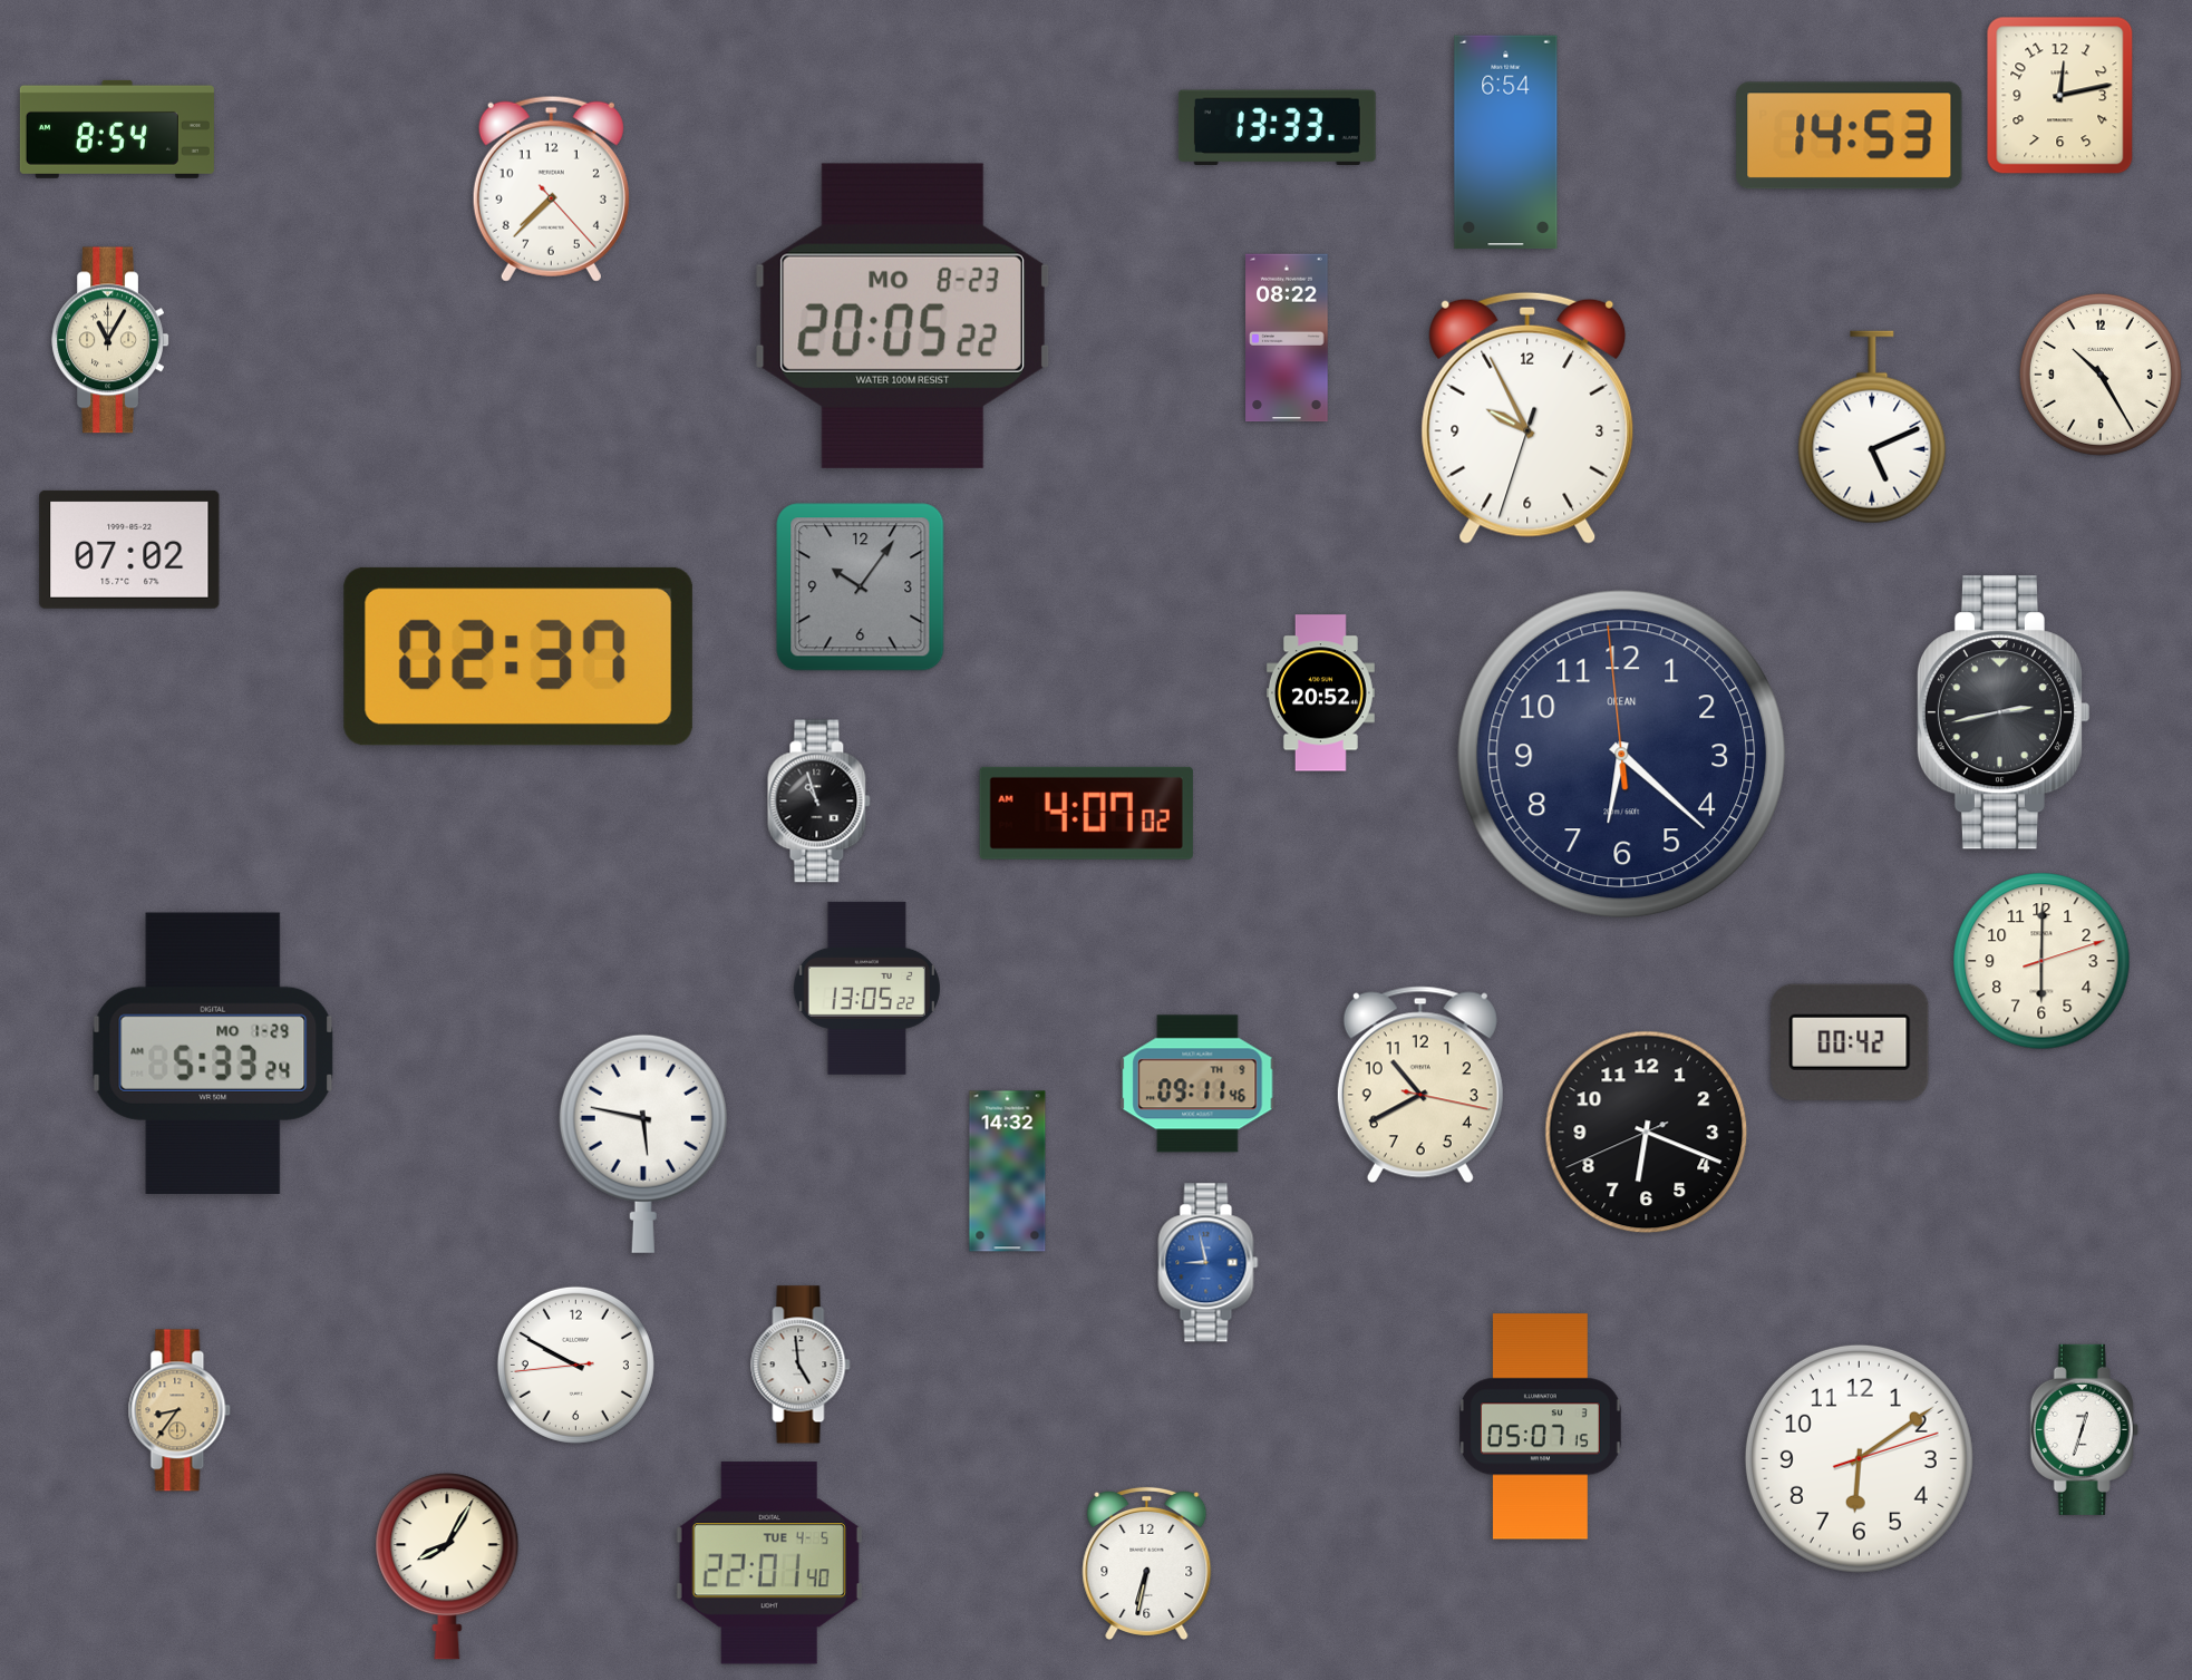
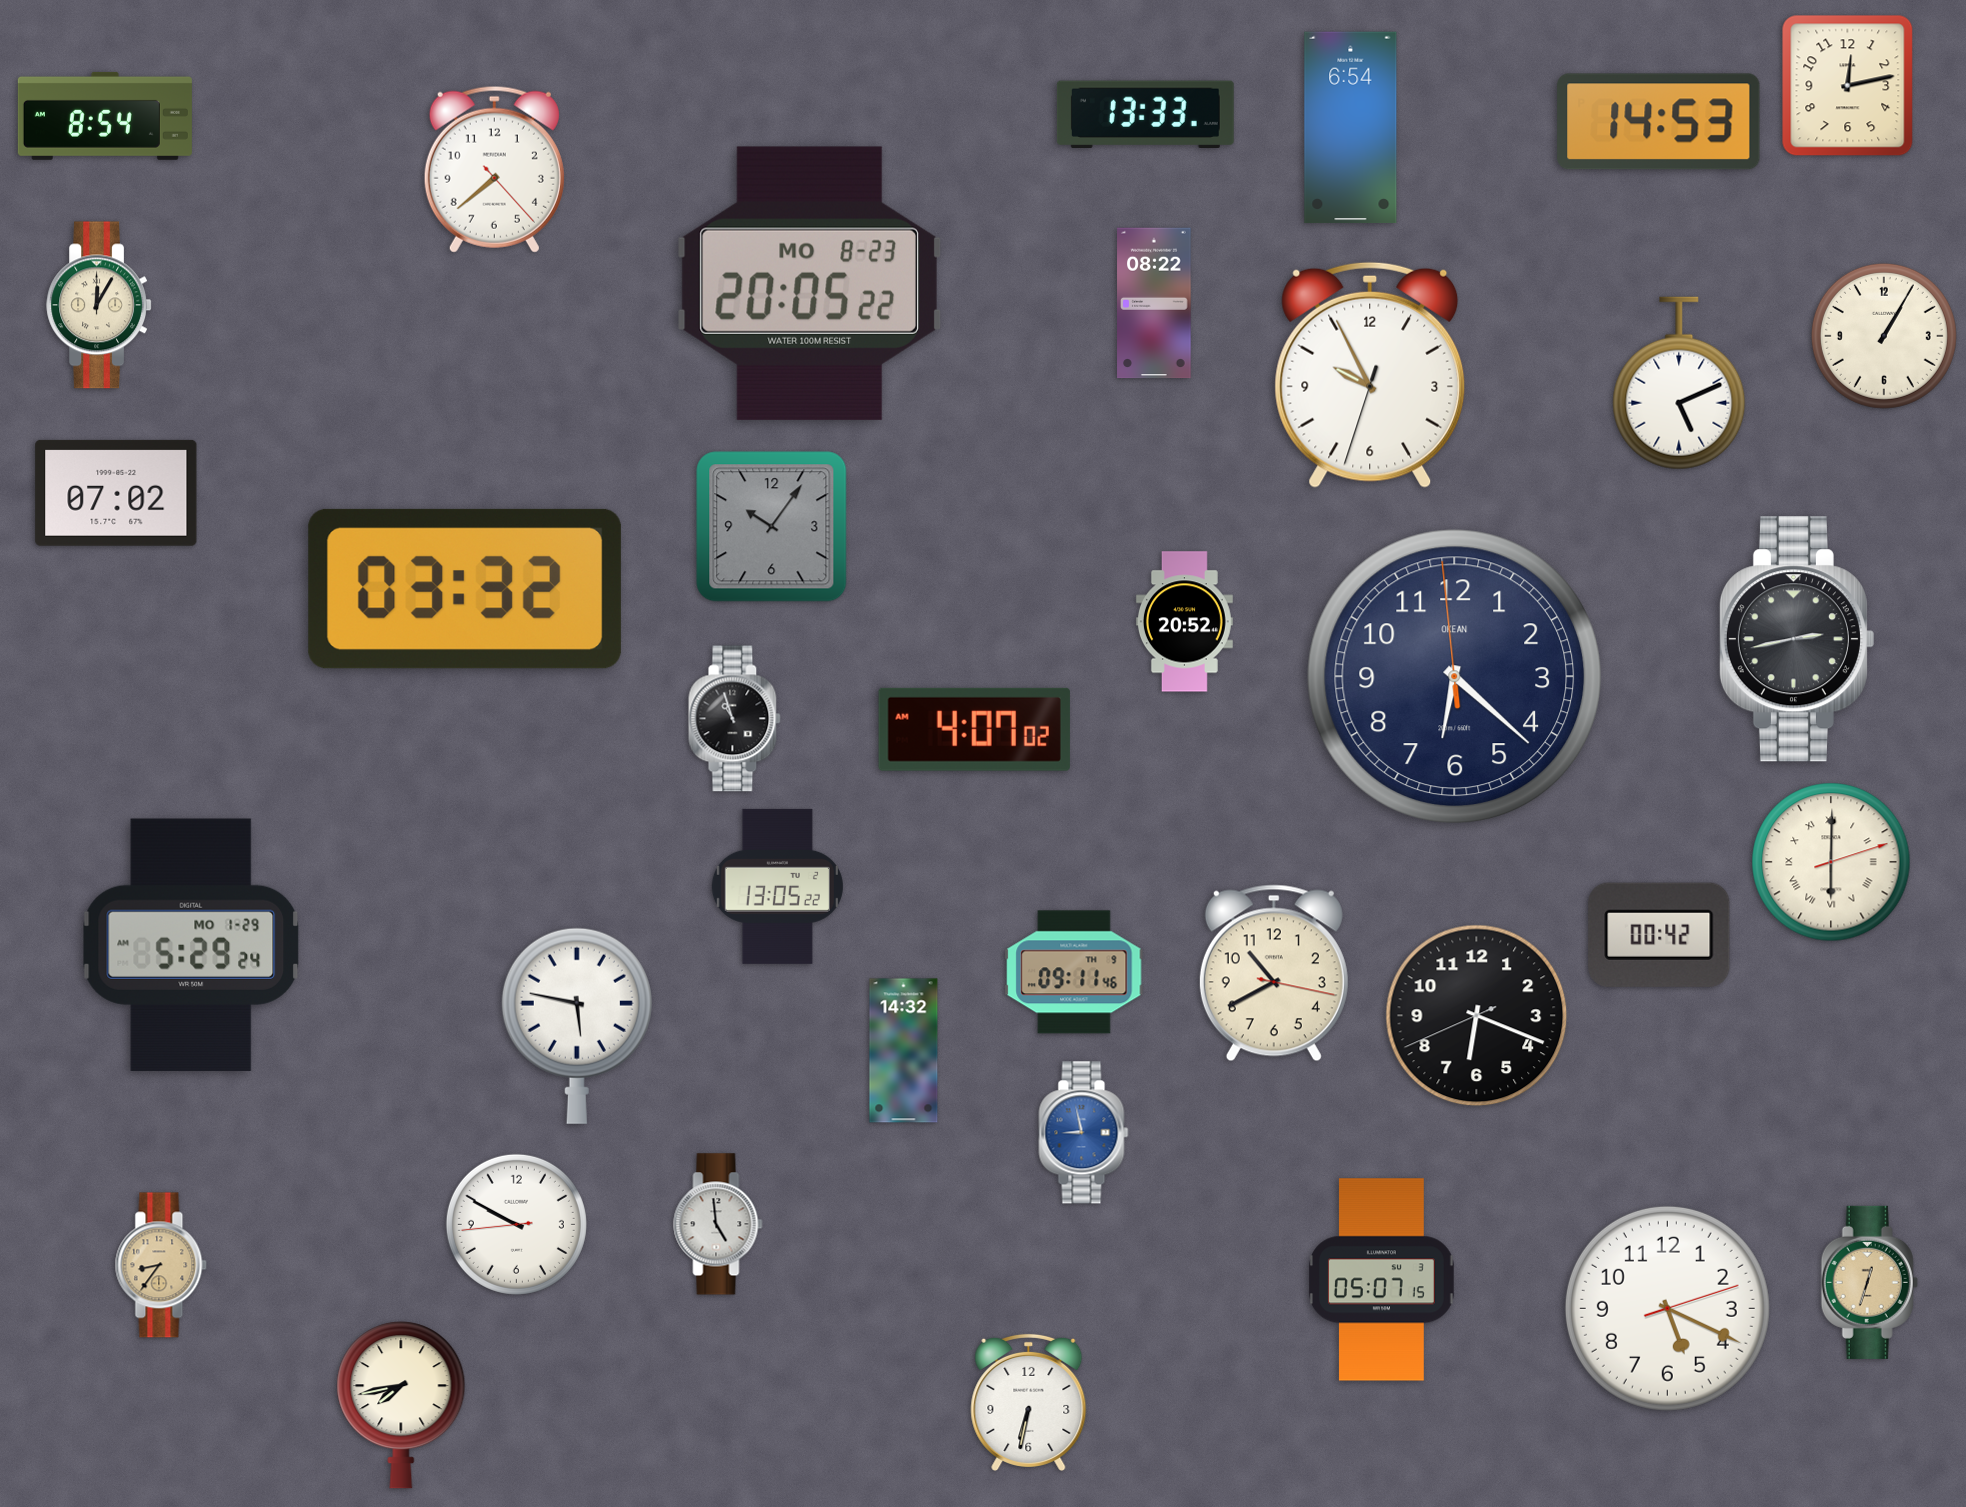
clock at (551, 188): 7:37 -> 7:38
clock at (110, 340): 11:05 -> 12:05
clock at (2101, 375): 10:25 -> 1:05
clock at (518, 657): 02:37 -> 03:32
clock at (2041, 961) numerals: Arabic -> Roman
clock at (213, 1053): 5:33 -> 5:29
clock at (2084, 1429) dial: white -> champagne
clock at (1859, 1458): 6:09 -> 5:19
clock at (769, 1563): 22:01 -> none
clock at (447, 1566): 8:05 -> 7:43
